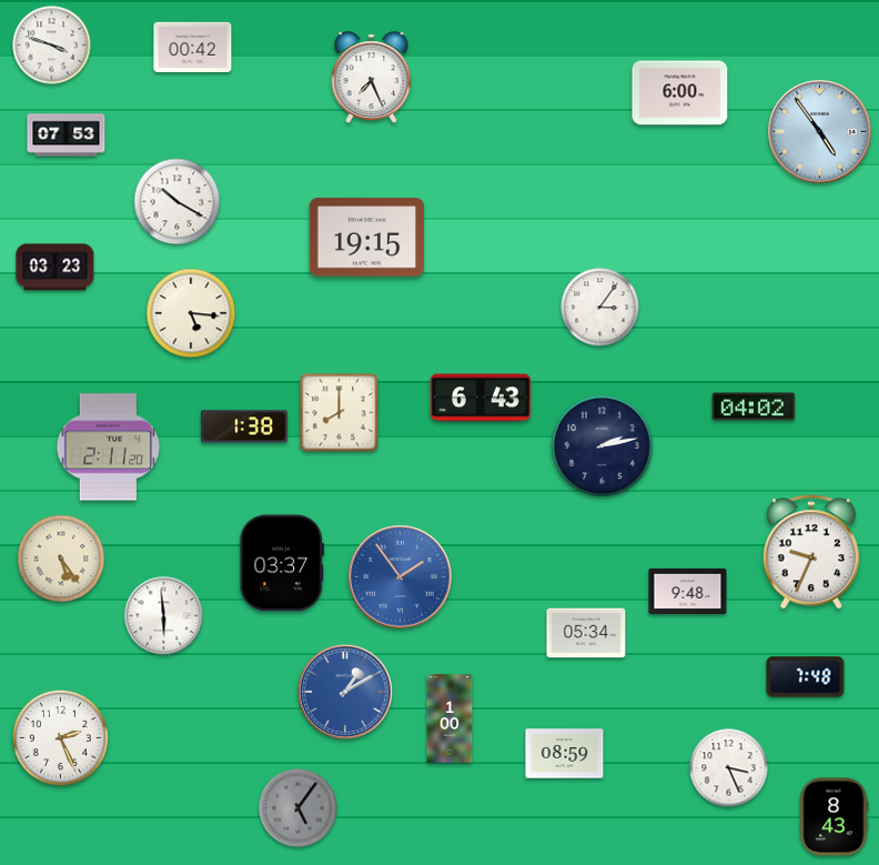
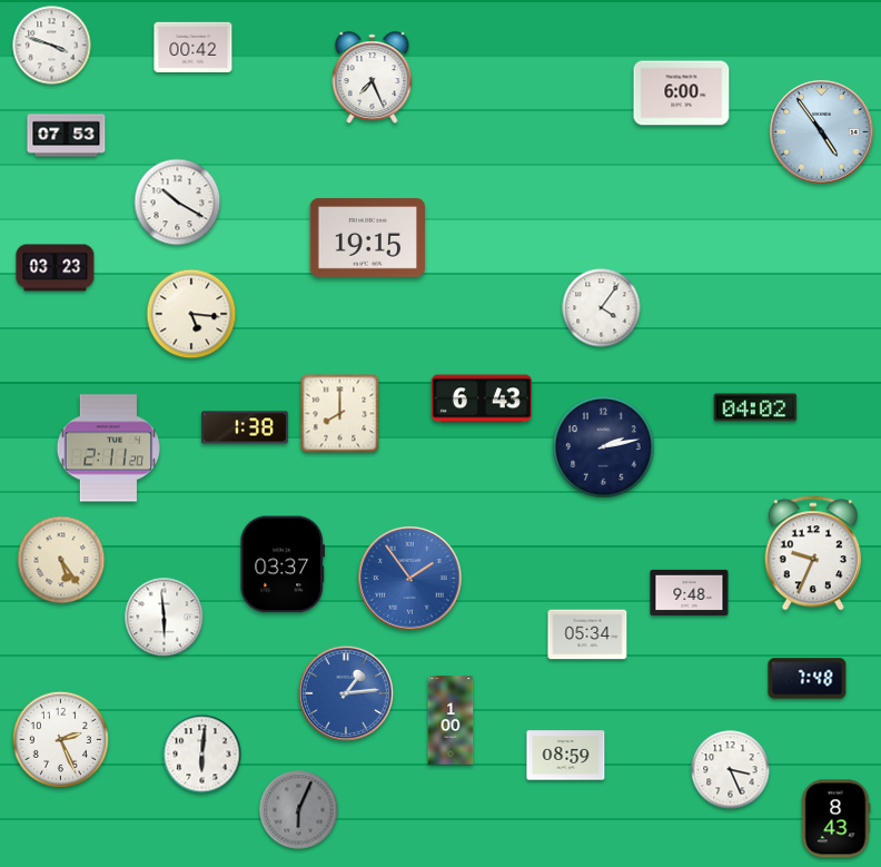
clock at (600, 308): 3:06 -> 4:06
clock at (401, 577) position: (401, 577) -> (410, 579)
clock at (345, 692): 1:10 -> 1:14
clock at (202, 755): none -> 6:01
clock at (299, 808): 5:06 -> 6:04
